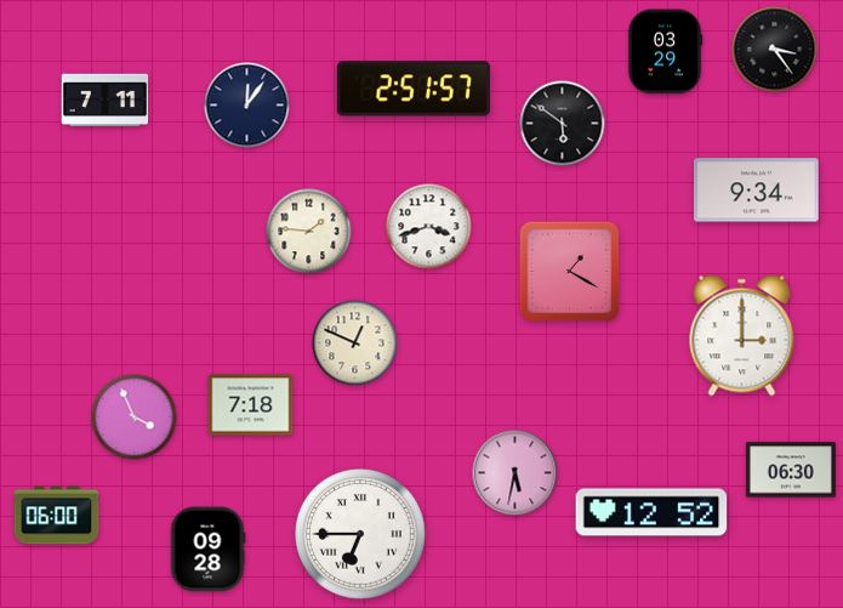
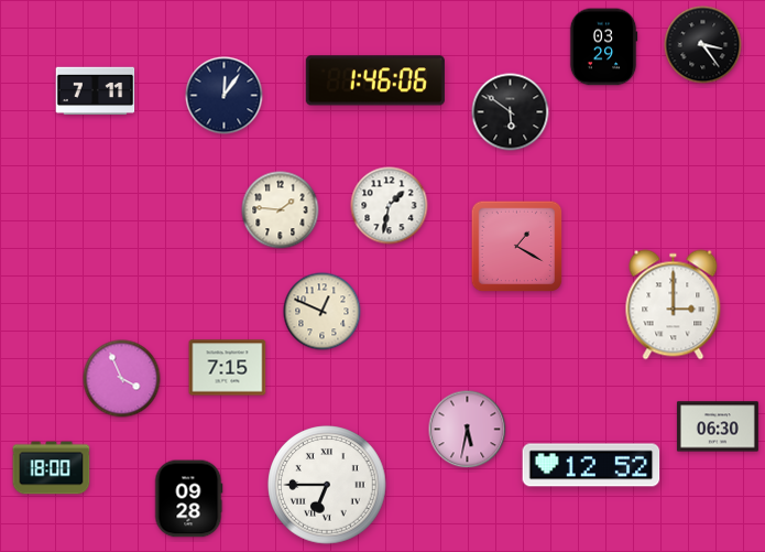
clock at (414, 89): 2:51 -> 1:46
clock at (757, 191): 9:34 -> none
clock at (429, 227): 3:42 -> 1:32
clock at (251, 405): 7:18 -> 7:15
clock at (57, 516): 06:00 -> 18:00
